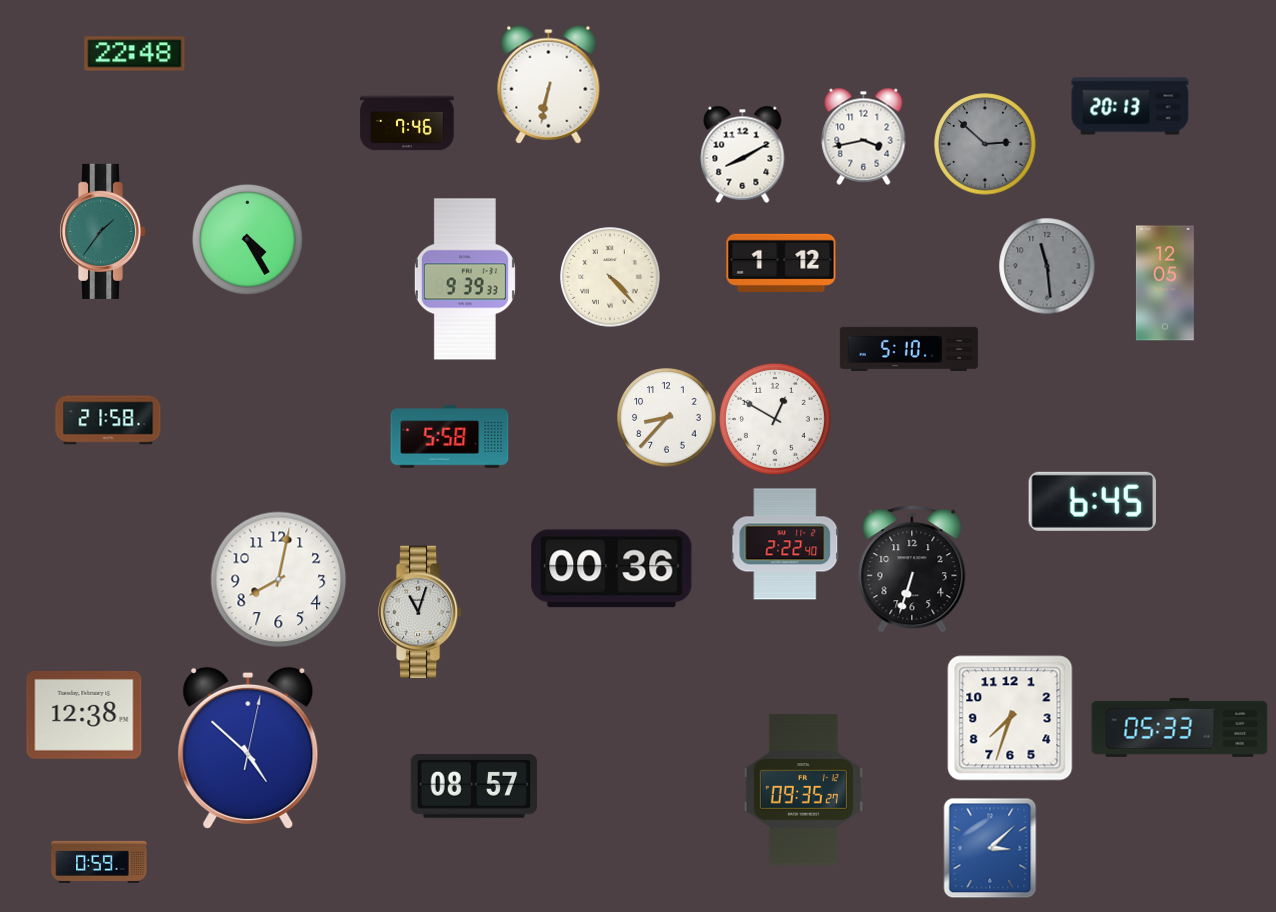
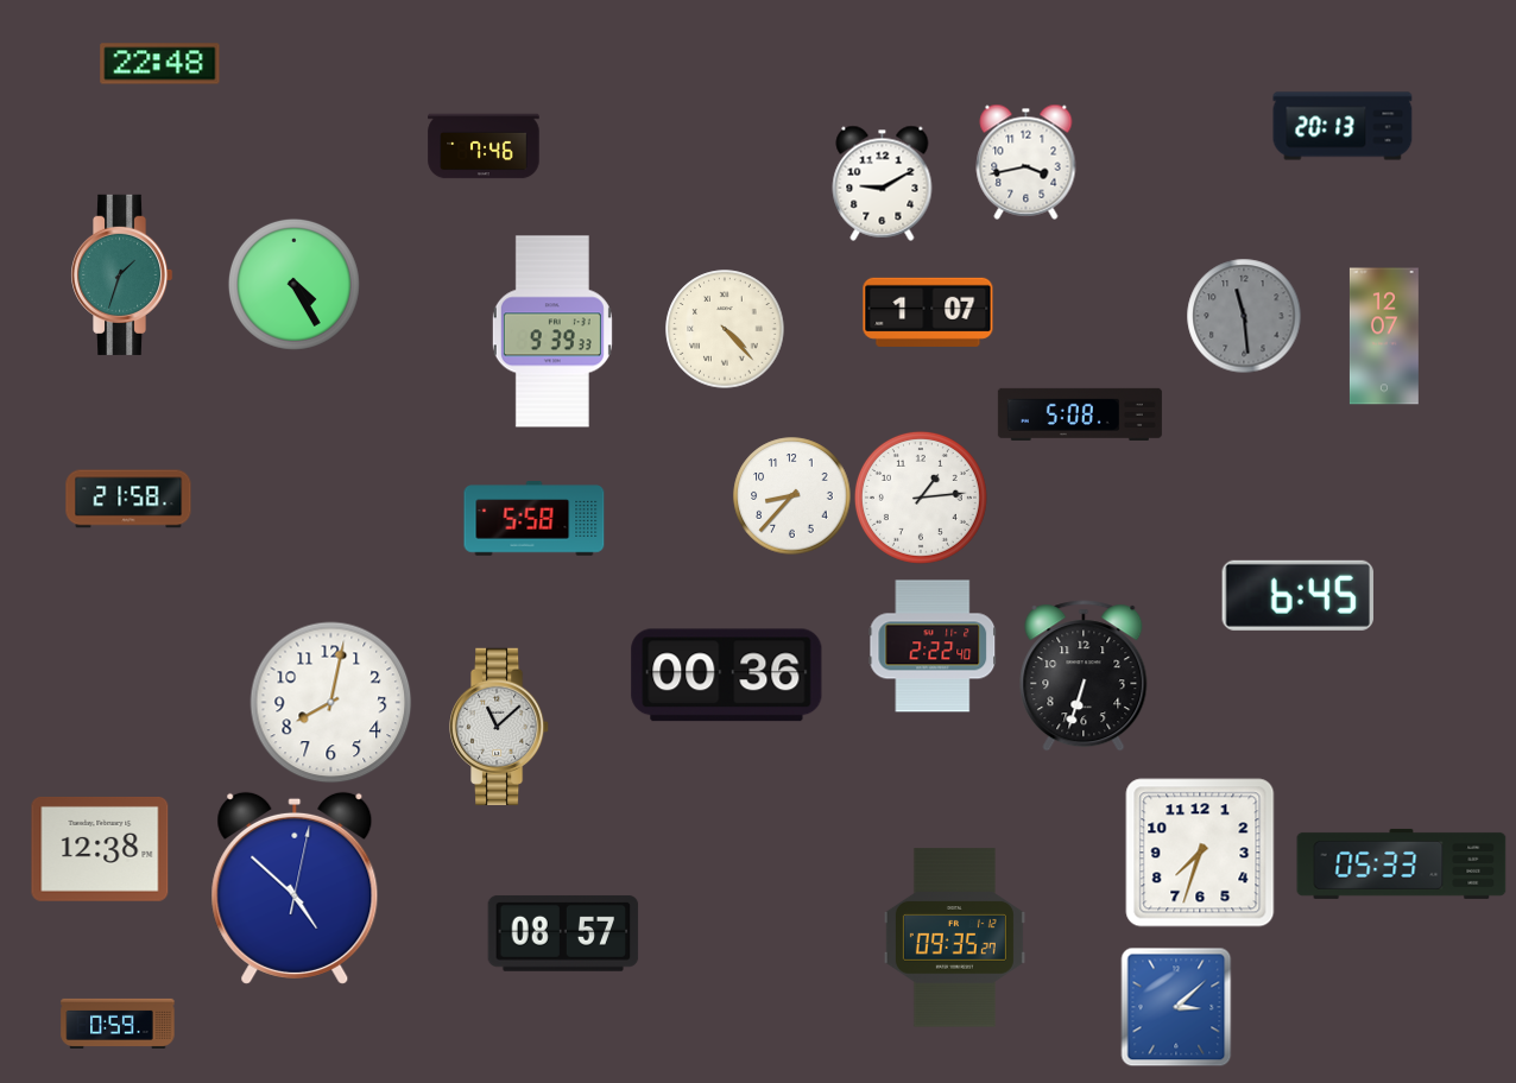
clock at (549, 84): 6:32 -> none
clock at (985, 144): 2:52 -> none
clock at (743, 154): 8:10 -> 9:10
clock at (103, 231): 1:36 -> 1:33
clock at (781, 263): 1:12 -> 1:07
clock at (1165, 283): 12:05 -> 12:07
clock at (909, 349): 5:10 -> 5:08
clock at (775, 419): 12:50 -> 1:14
clock at (279, 580) position: (279, 580) -> (331, 703)
clock at (421, 612): 11:03 -> 11:08
